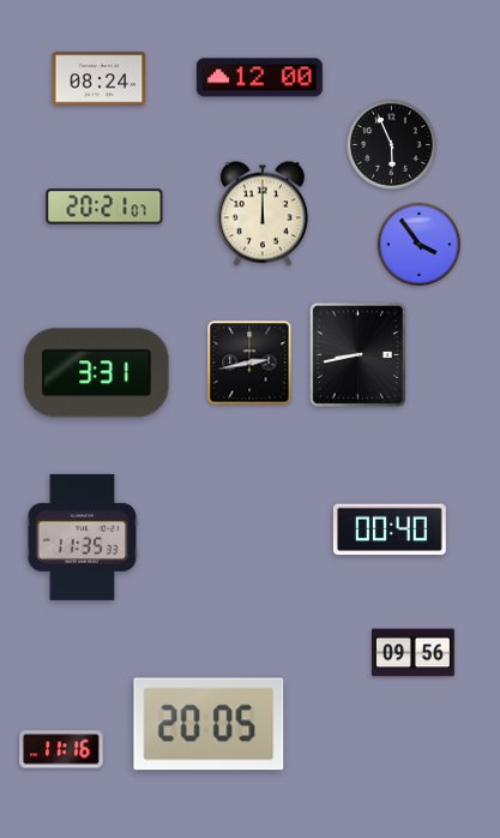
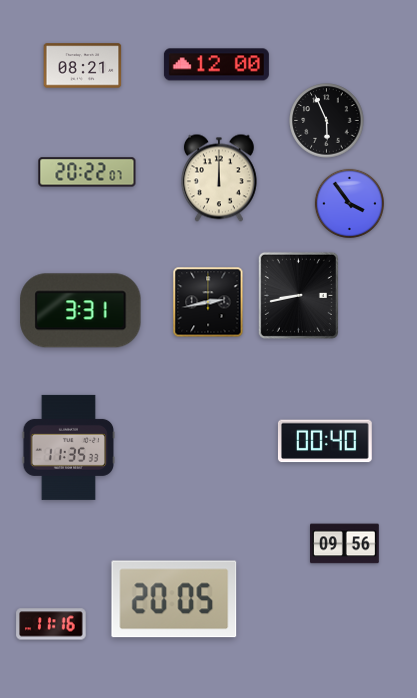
clock at (100, 79): 08:24 -> 08:21
clock at (104, 206): 20:21 -> 20:22
clock at (209, 724) position: (209, 724) -> (174, 599)
